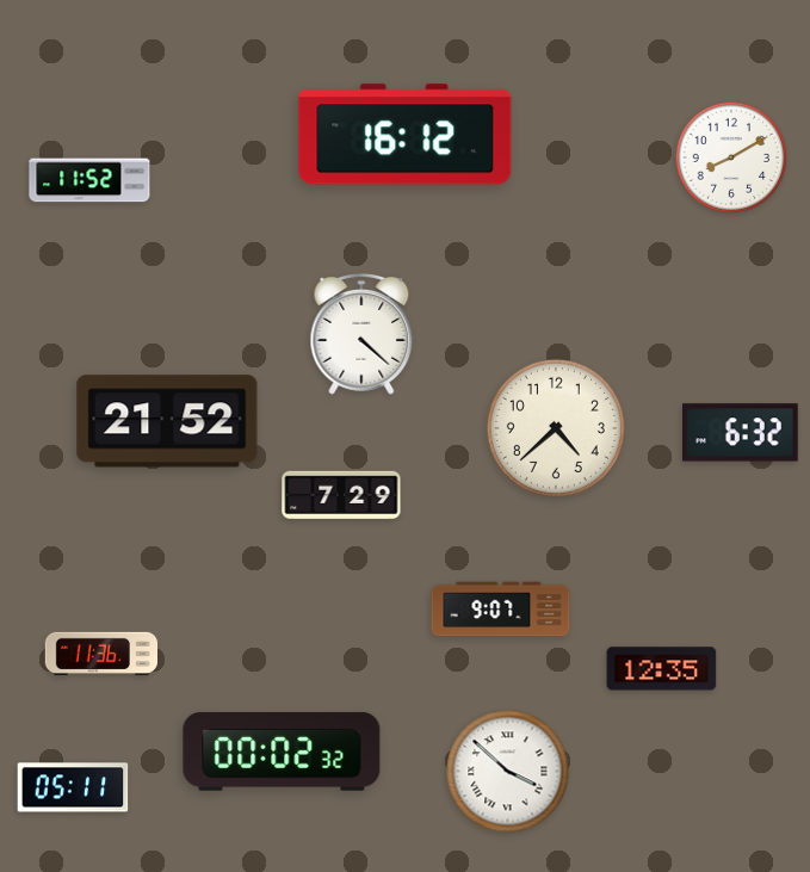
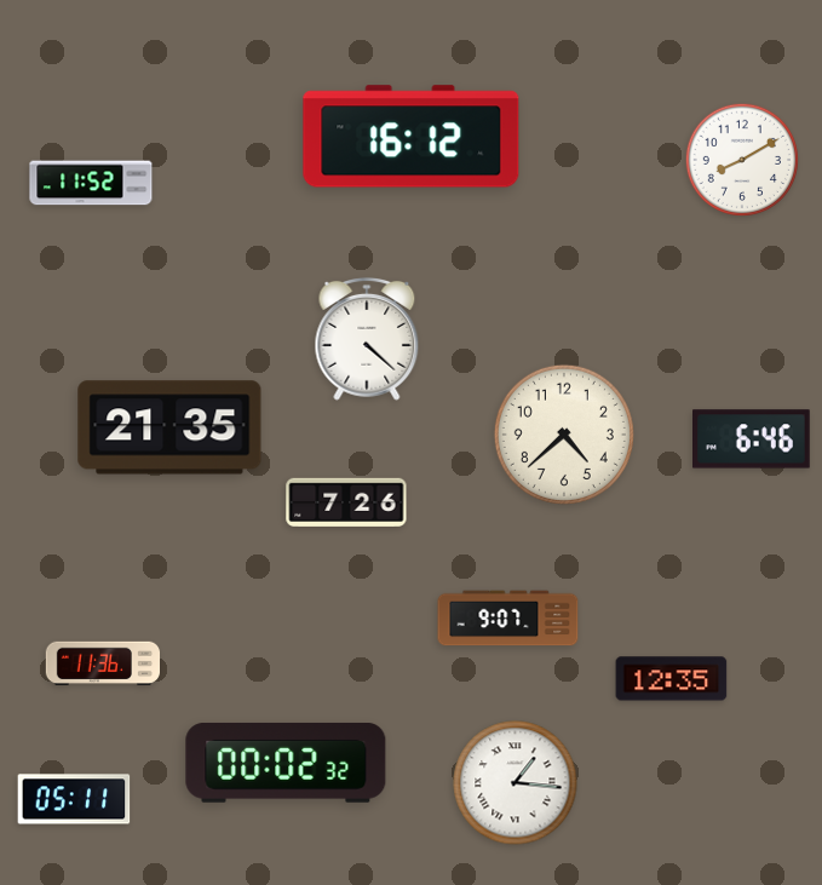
clock at (167, 421): 21:52 -> 21:35
clock at (741, 433): 6:32 -> 6:46
clock at (341, 494): 7:29 -> 7:26
clock at (508, 772): 3:52 -> 1:16
